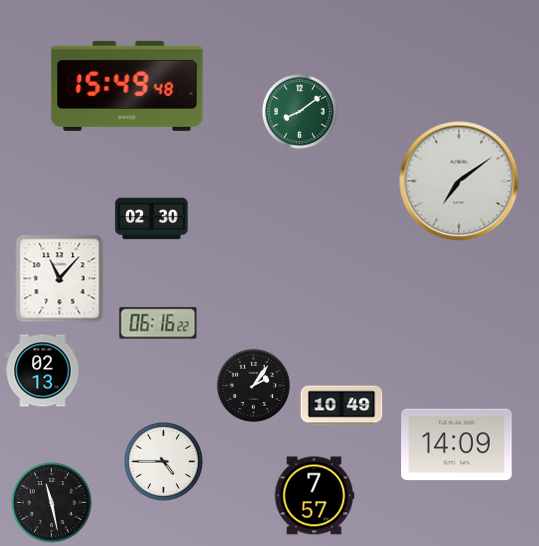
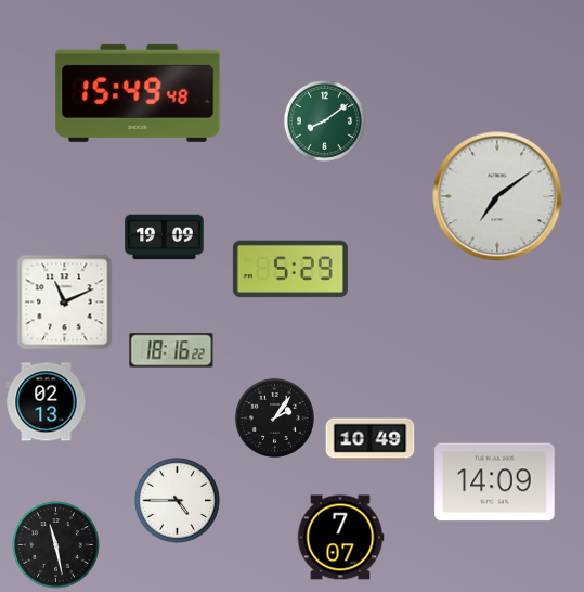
clock at (152, 219): 02:30 -> 19:09
clock at (290, 269): none -> 5:29
clock at (60, 279): 11:07 -> 11:11
clock at (158, 323): 06:16 -> 18:16
clock at (314, 496): 7:57 -> 7:07
